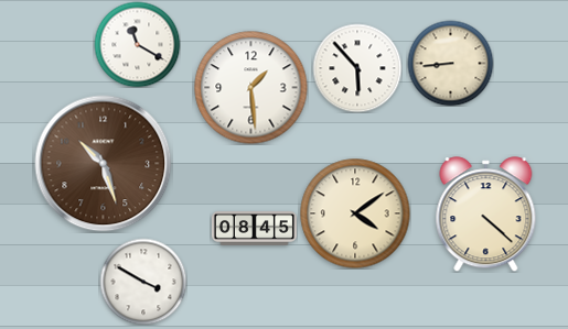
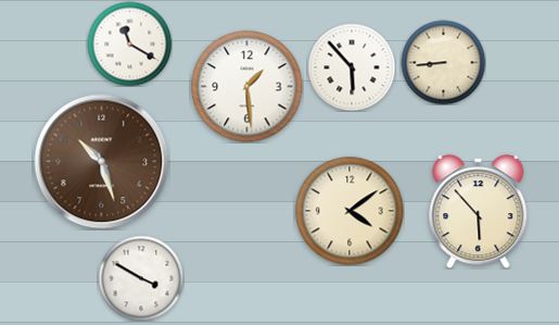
clock at (137, 44) position: (137, 44) -> (129, 43)
clock at (486, 215): 4:22 -> 5:53
clock at (254, 229): 08:45 -> none
